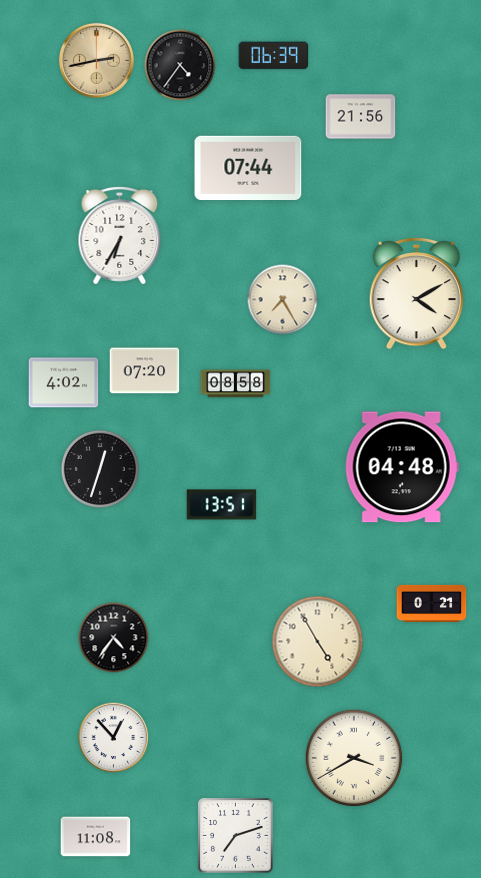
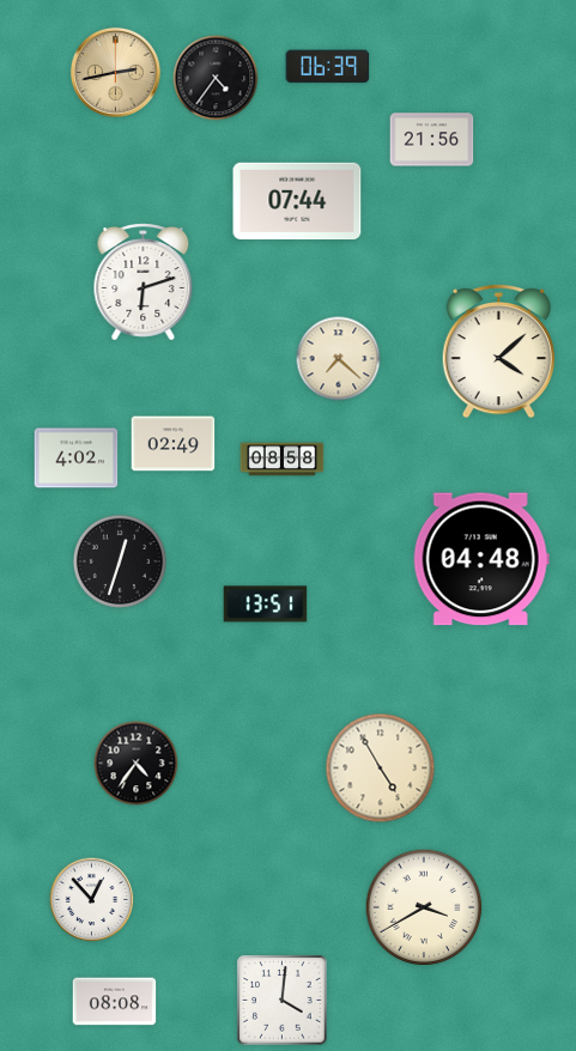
clock at (120, 236): 6:35 -> 6:12
clock at (417, 293): 4:10 -> 4:08
clock at (283, 300): 7:25 -> 7:22
clock at (145, 371): 07:20 -> 02:49
clock at (432, 603): 0:21 -> none
clock at (114, 738) position: (114, 738) -> (92, 900)
clock at (236, 836): 7:12 -> 4:01
clock at (96, 837): 11:08 -> 08:08
